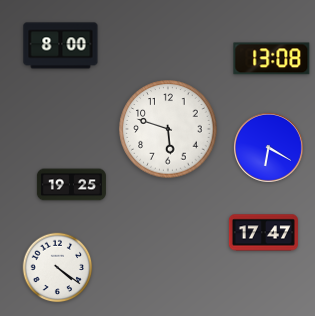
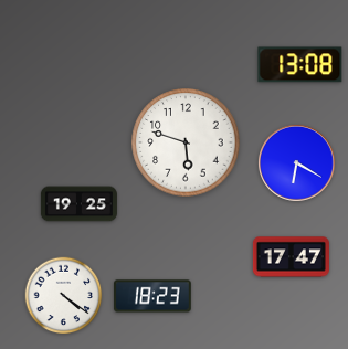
clock at (61, 46): 8:00 -> none
clock at (152, 296): none -> 18:23
